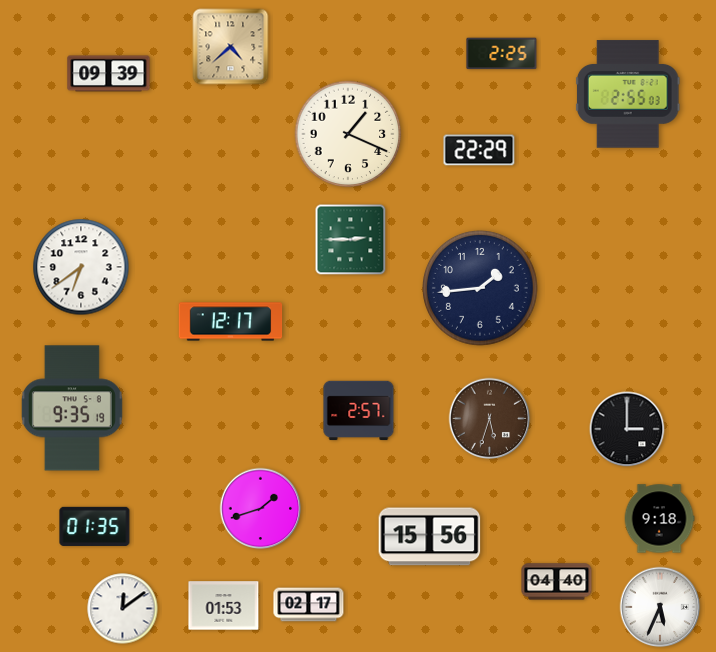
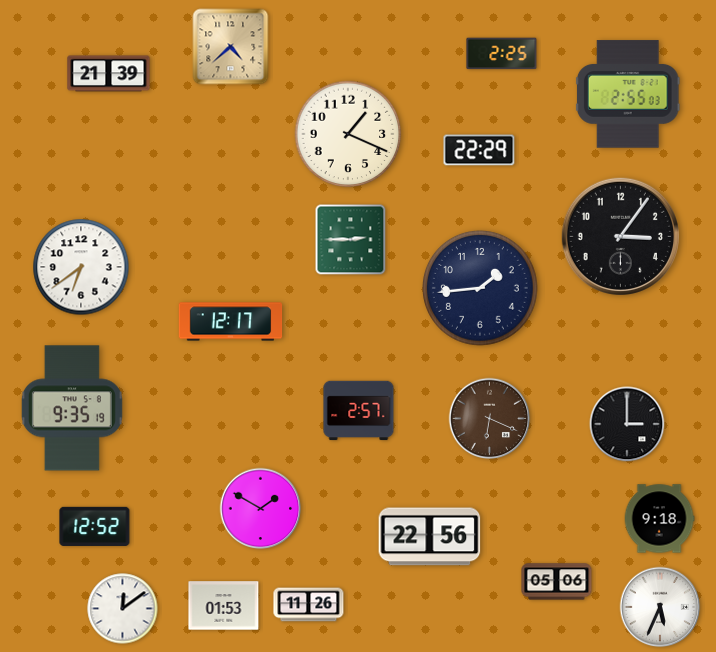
clock at (109, 74): 09:39 -> 21:39
clock at (620, 236): none -> 3:06
clock at (490, 419): 5:33 -> 6:19
clock at (627, 429) position: (627, 429) -> (627, 424)
clock at (261, 509): 1:42 -> 1:50
clock at (95, 526): 01:35 -> 12:52
clock at (430, 537): 15:56 -> 22:56
clock at (557, 582): 04:40 -> 05:06
clock at (309, 605): 02:17 -> 11:26
